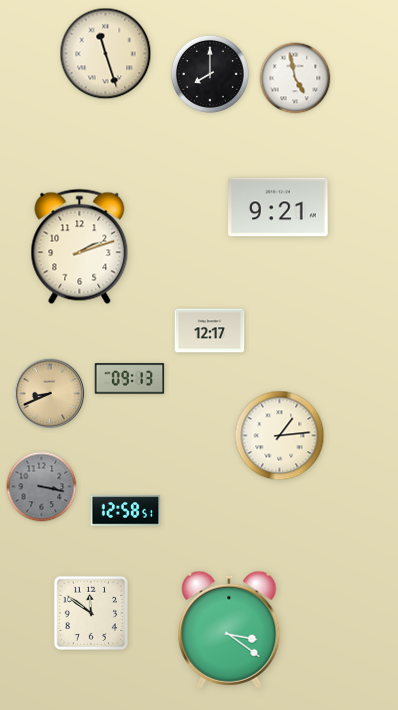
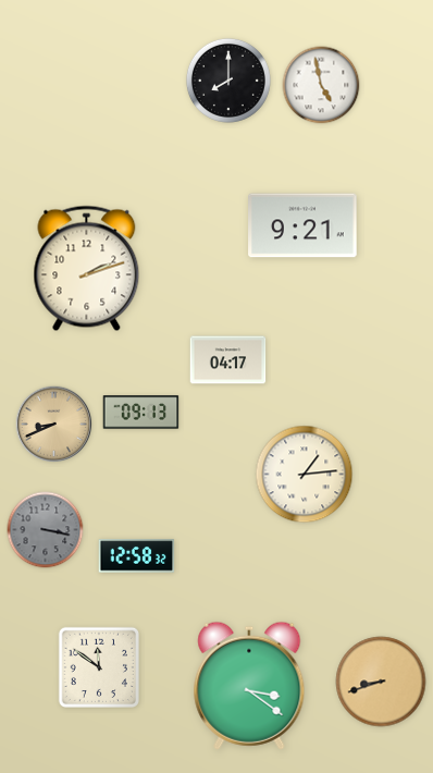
clock at (106, 54): 11:27 -> none
clock at (210, 331): 12:17 -> 04:17
clock at (50, 394) position: (50, 394) -> (54, 425)
clock at (126, 511): 12:58:51 -> 12:58:32
clock at (381, 682): none -> 8:42
